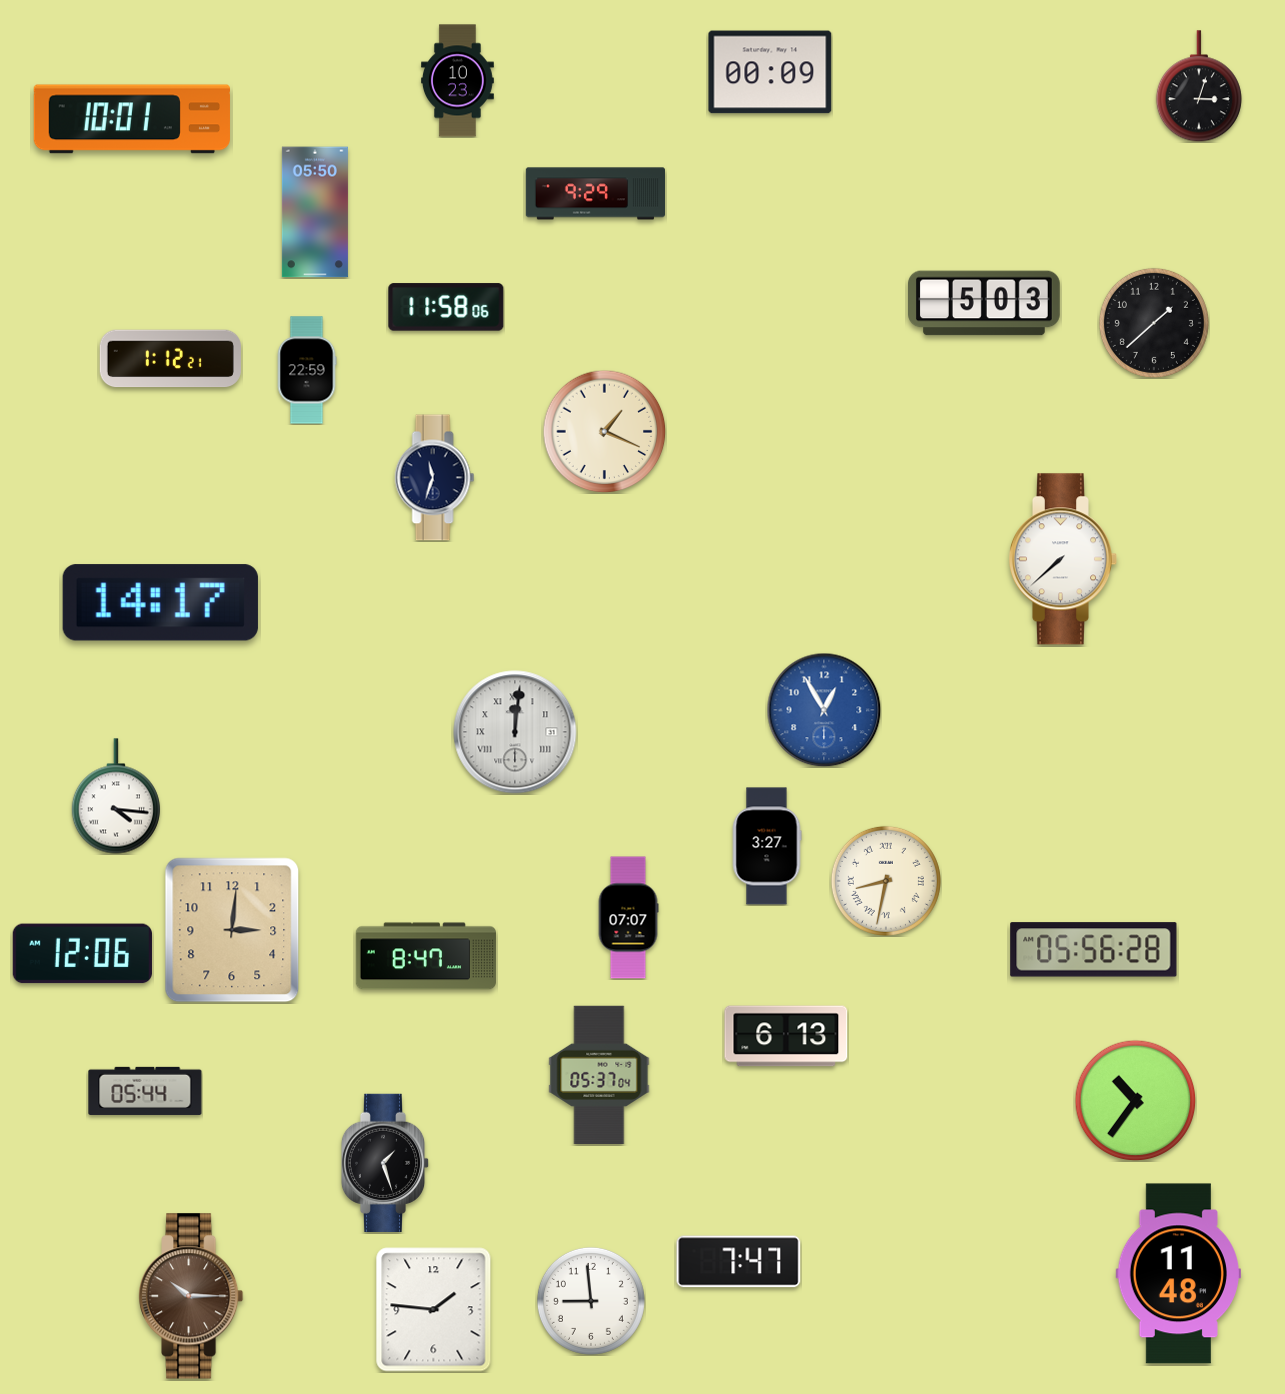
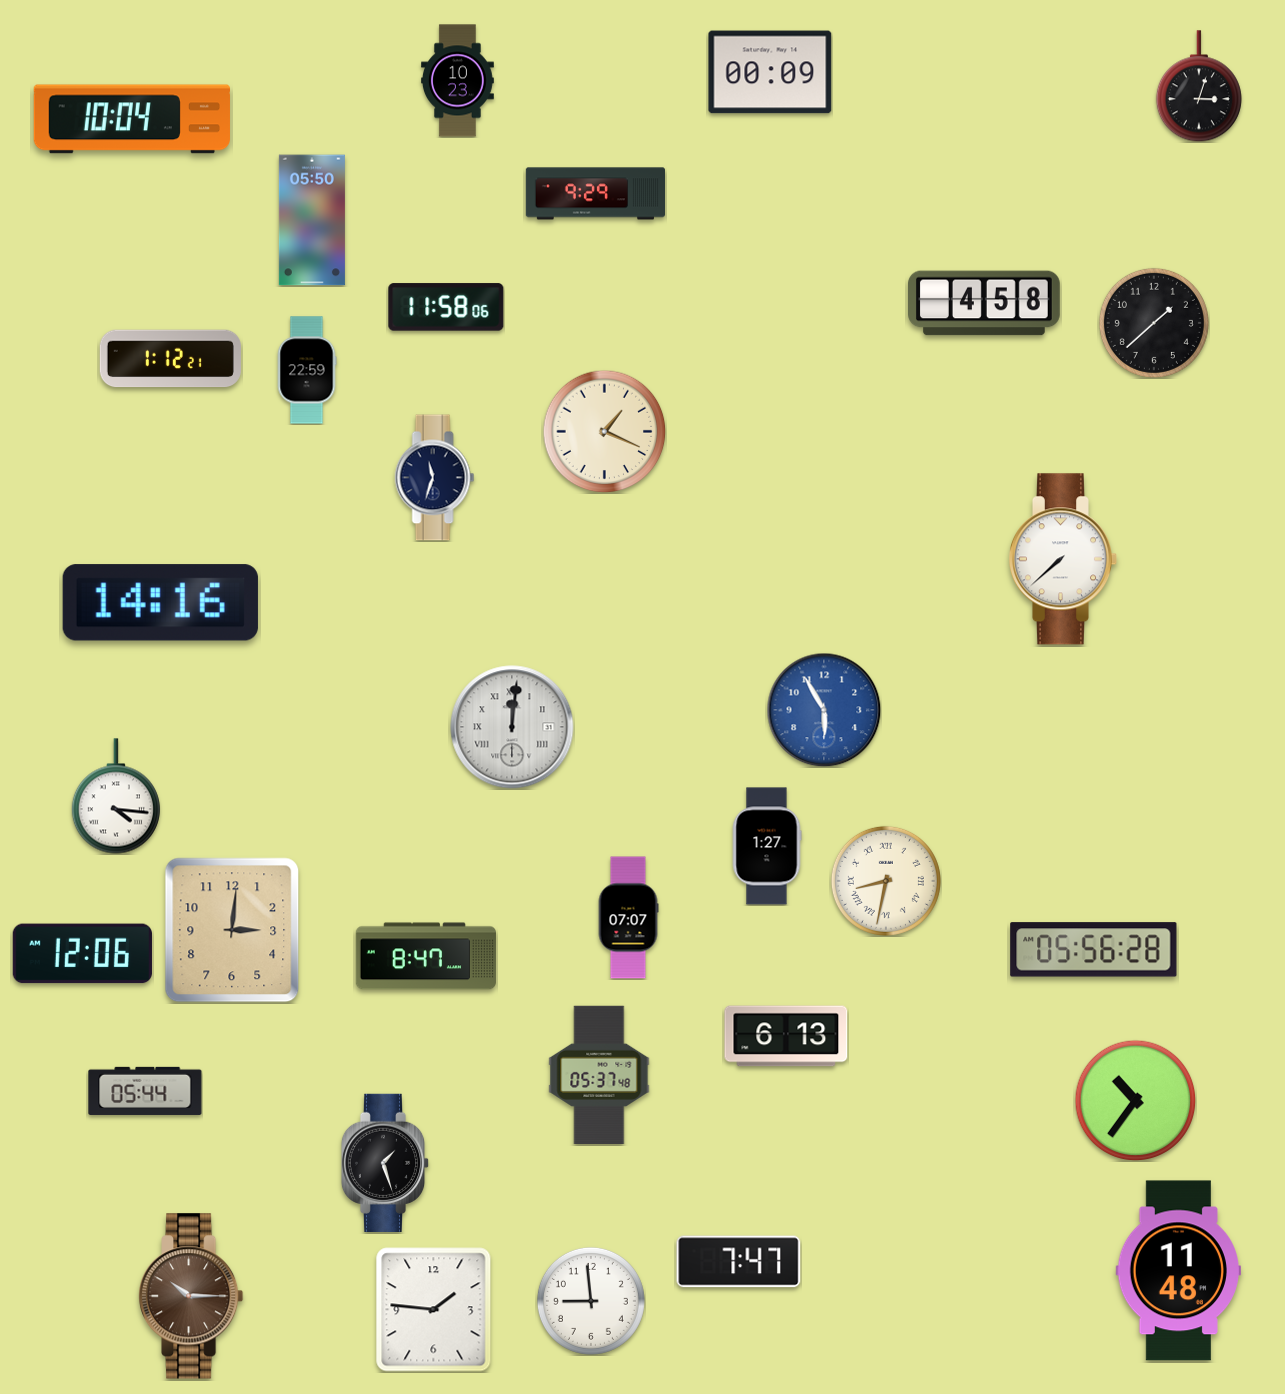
clock at (132, 119): 10:01 -> 10:04
clock at (315, 212) position: (315, 212) -> (312, 220)
clock at (985, 303): 5:03 -> 4:58
clock at (160, 603): 14:17 -> 14:16
clock at (824, 710): 12:55 -> 5:55
clock at (515, 732) position: (515, 732) -> (512, 727)
clock at (767, 846): 3:27 -> 1:27
clock at (599, 1074): 05:37:04 -> 05:37:48
clock at (1178, 1274) position: (1178, 1274) -> (1178, 1271)
